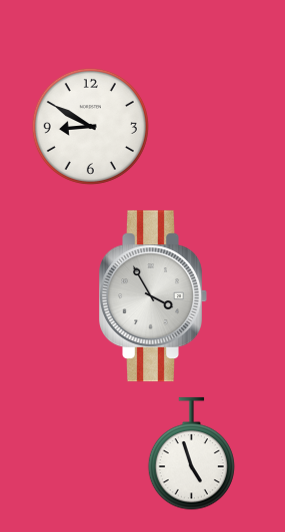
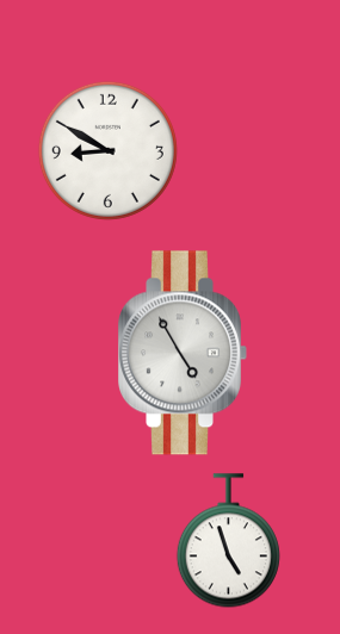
clock at (153, 296): 3:55 -> 4:55
